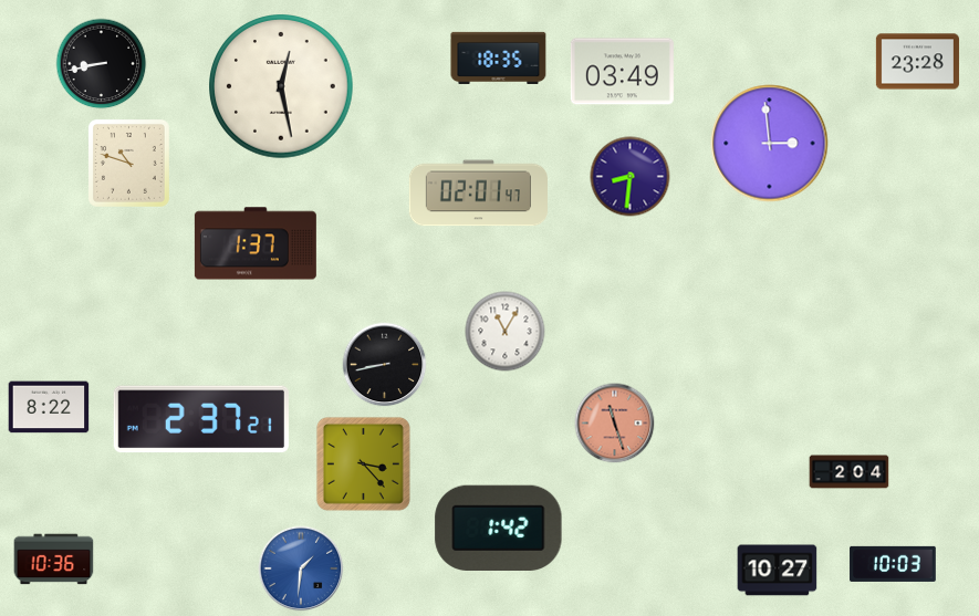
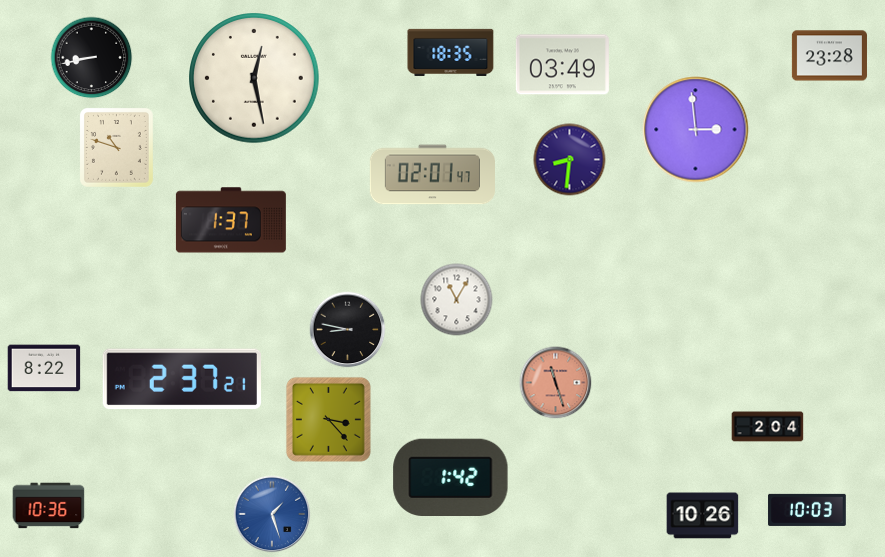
clock at (385, 365): 8:43 -> 8:47
clock at (301, 568): 1:31 -> 1:27
clock at (778, 571): 10:27 -> 10:26
